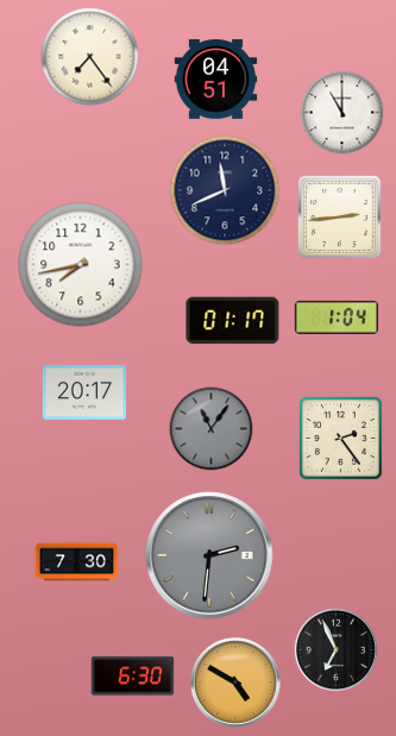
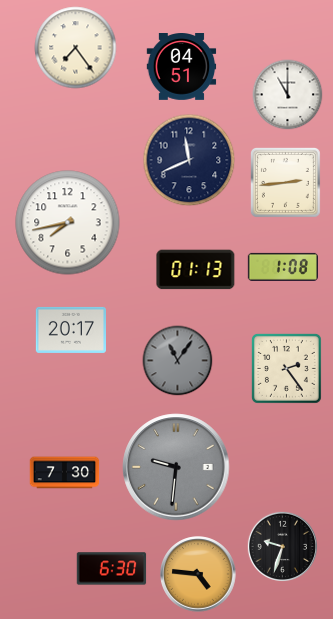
clock at (337, 317): 1:04 -> 1:08
clock at (233, 321): 01:17 -> 01:13
clock at (209, 555): 2:31 -> 9:31
clock at (335, 649): 6:56 -> 9:33
clock at (235, 682): 4:50 -> 4:46
